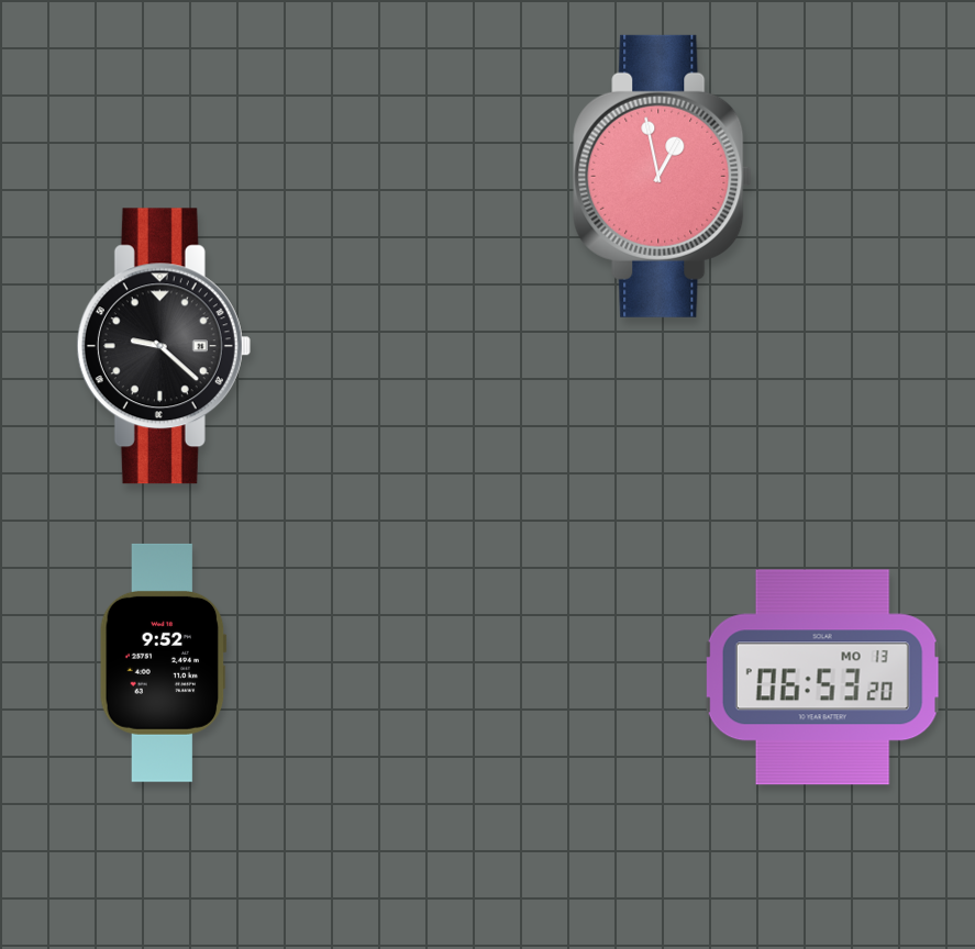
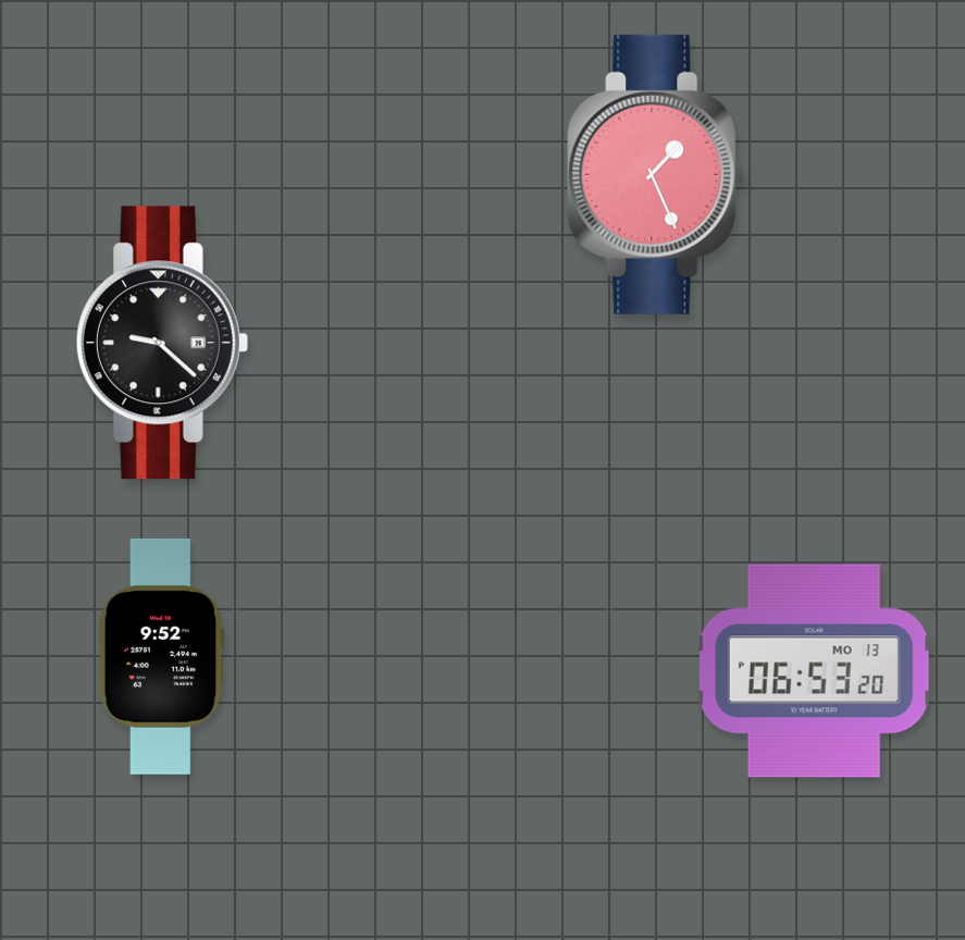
clock at (663, 176): 12:58 -> 1:26
